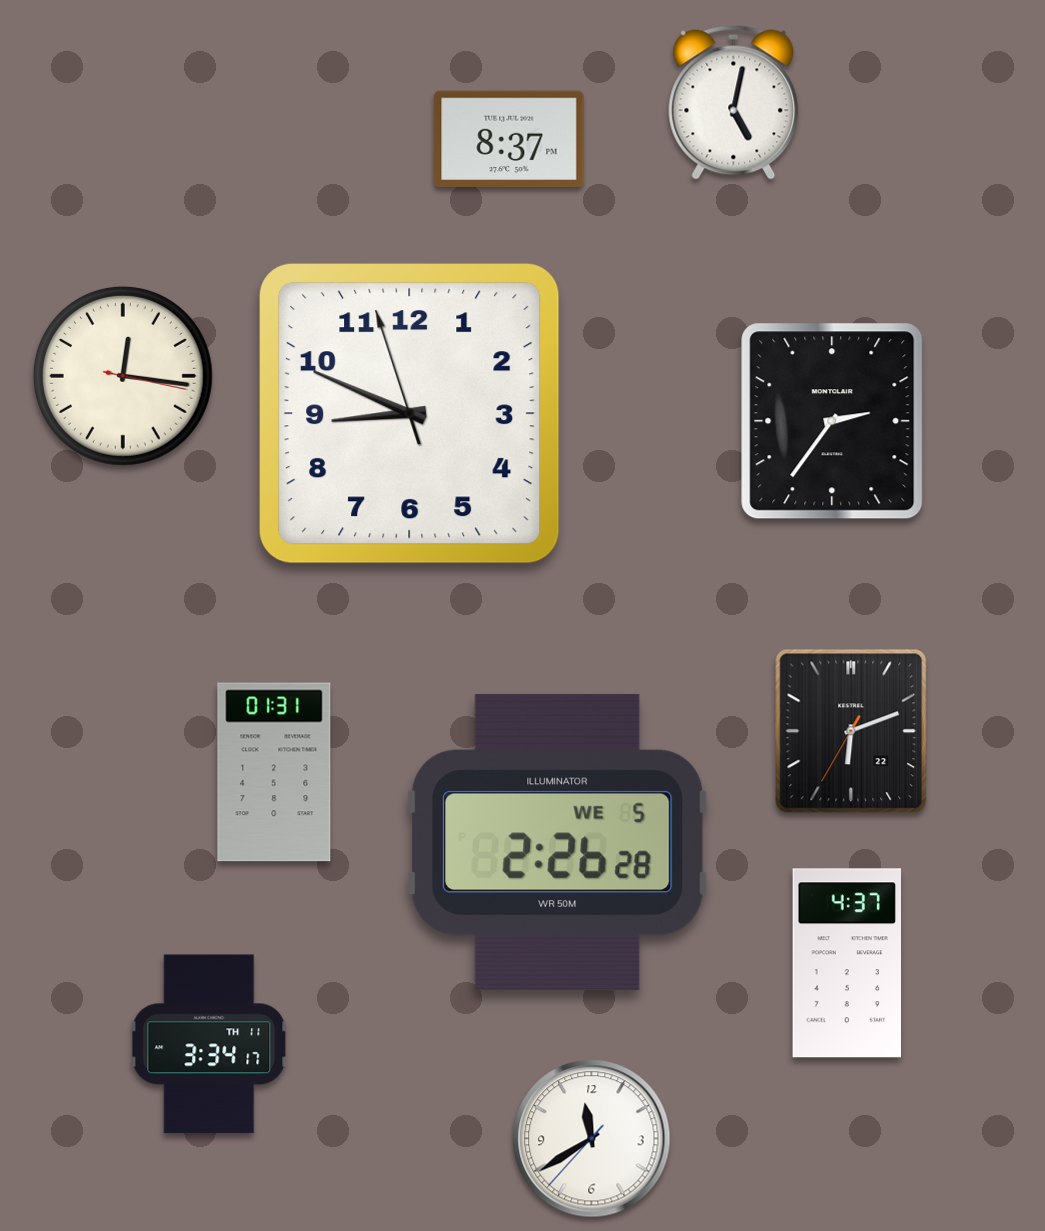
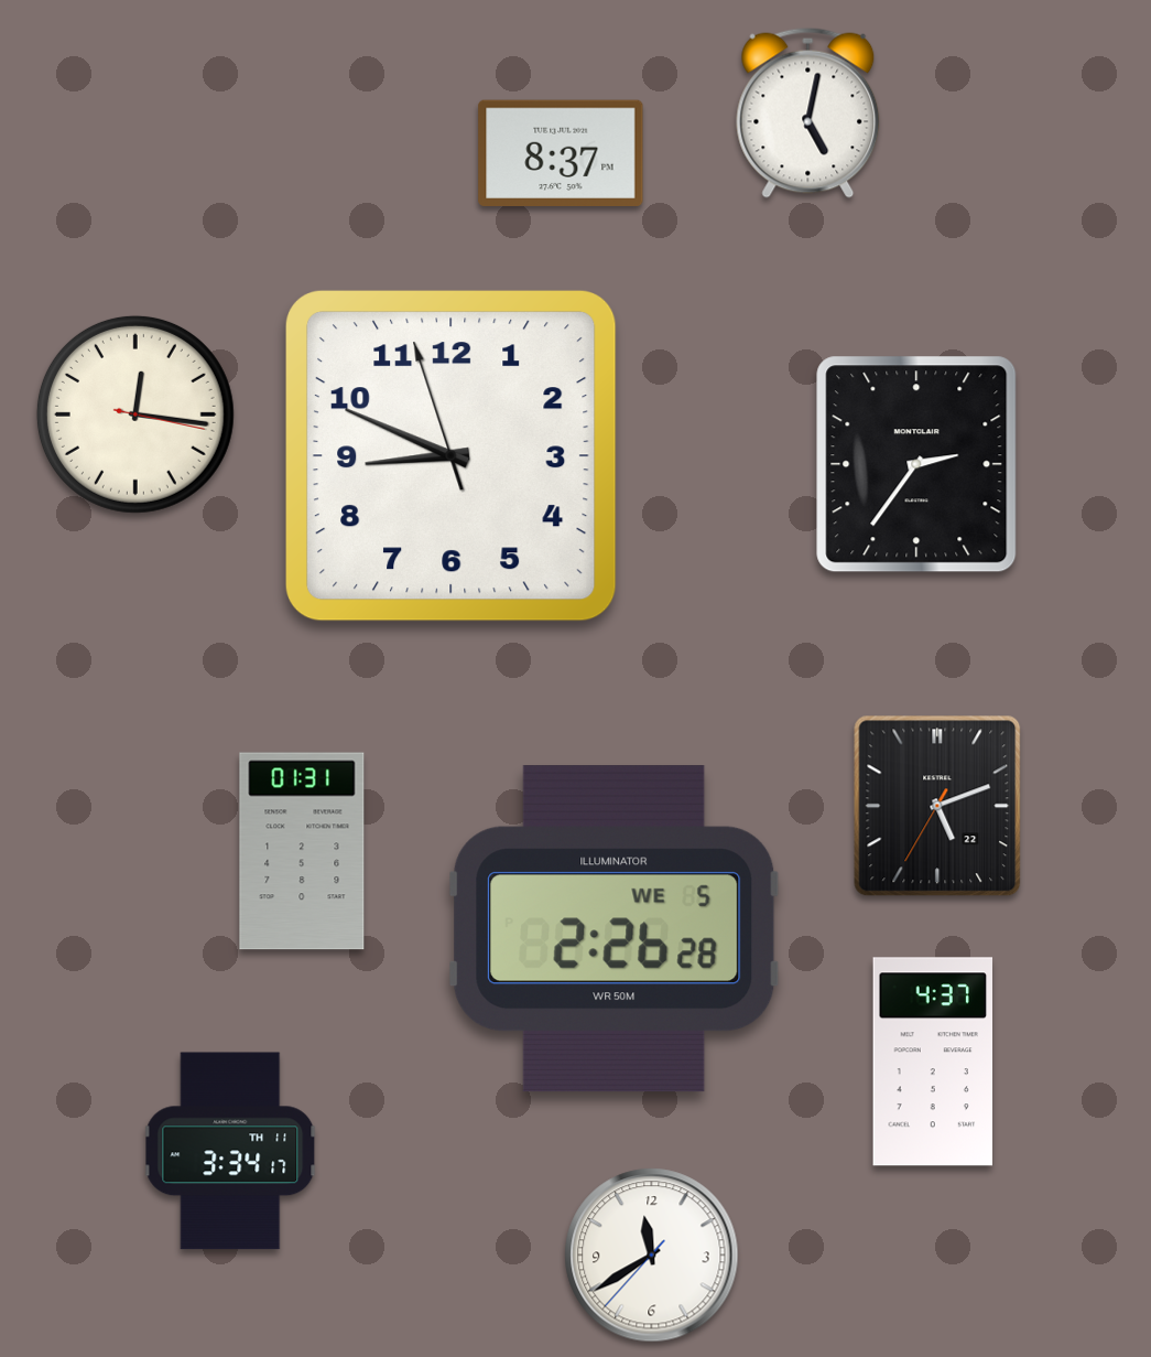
clock at (851, 731): 6:11 -> 5:11
